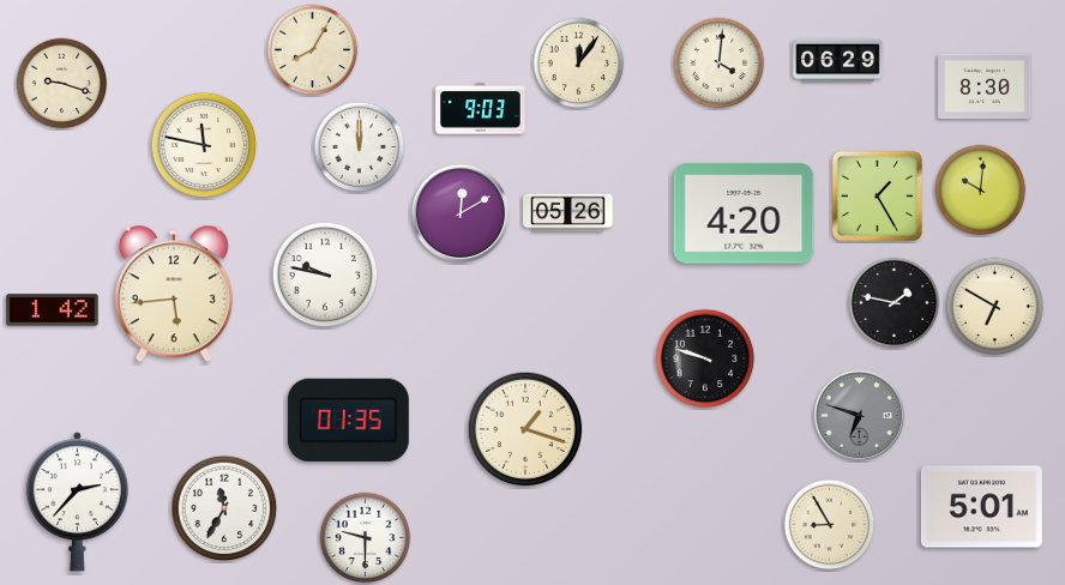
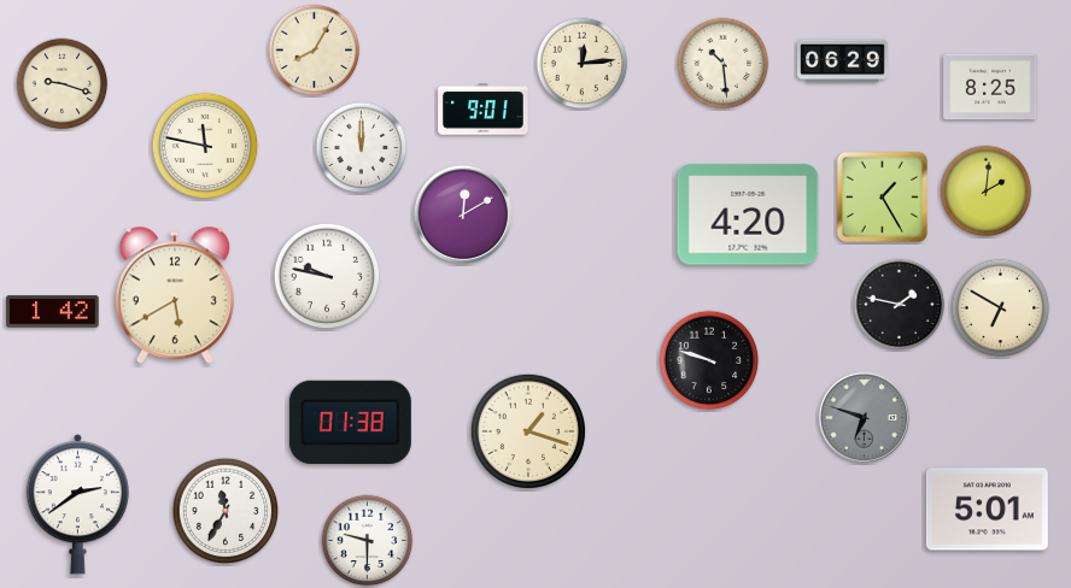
clock at (579, 64): 12:06 -> 12:14
clock at (720, 64): 4:01 -> 10:29
clock at (985, 86): 8:30 -> 8:25
clock at (481, 109): 9:03 -> 9:01
clock at (981, 191): 10:01 -> 2:01
clock at (568, 213): 05:26 -> none
clock at (174, 294): 5:44 -> 5:40
clock at (348, 420): 01:35 -> 01:38
clock at (77, 502): 2:37 -> 2:39
clock at (830, 525): 8:55 -> none
